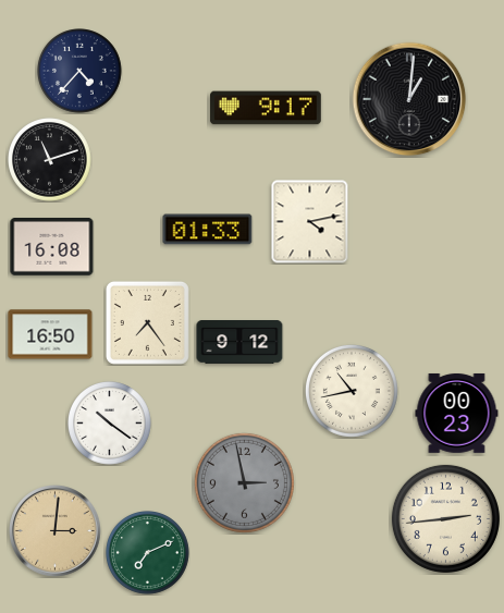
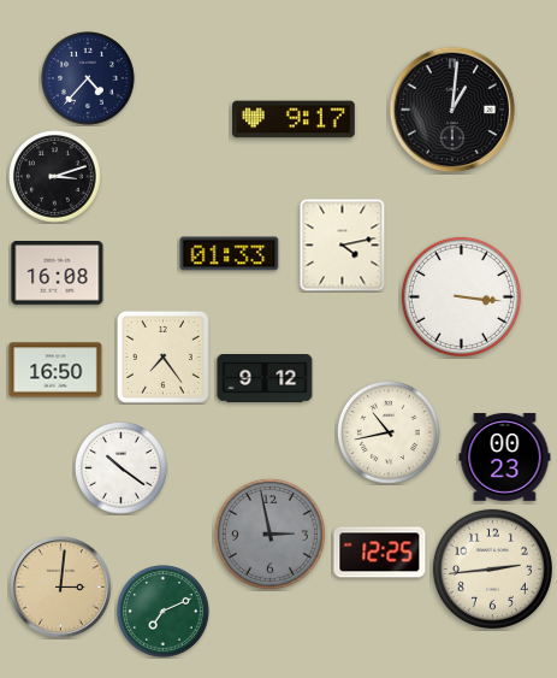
clock at (50, 160): 11:12 -> 3:12
clock at (461, 296): none -> 3:16
clock at (380, 553): none -> 12:25
clock at (445, 518) position: (445, 518) -> (492, 568)
